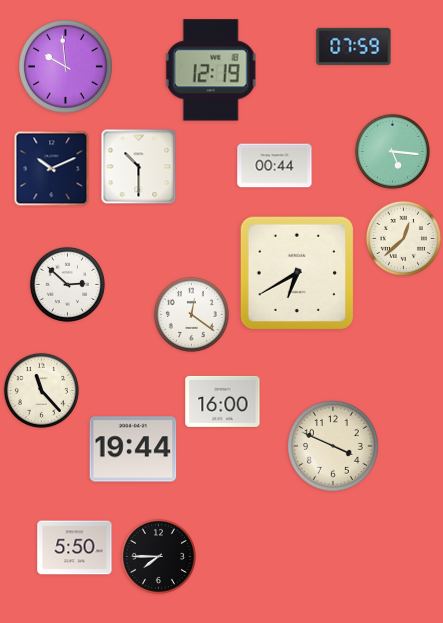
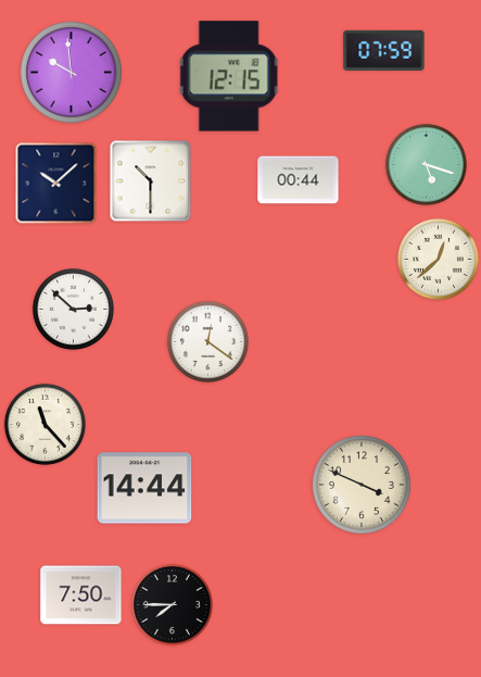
clock at (211, 70): 12:19 -> 12:15
clock at (392, 151): 5:16 -> 5:18
clock at (52, 169): 10:11 -> 10:08
clock at (297, 273): 6:40 -> none
clock at (223, 401): 16:00 -> none
clock at (133, 449): 19:44 -> 14:44
clock at (75, 548): 5:50 -> 7:50
